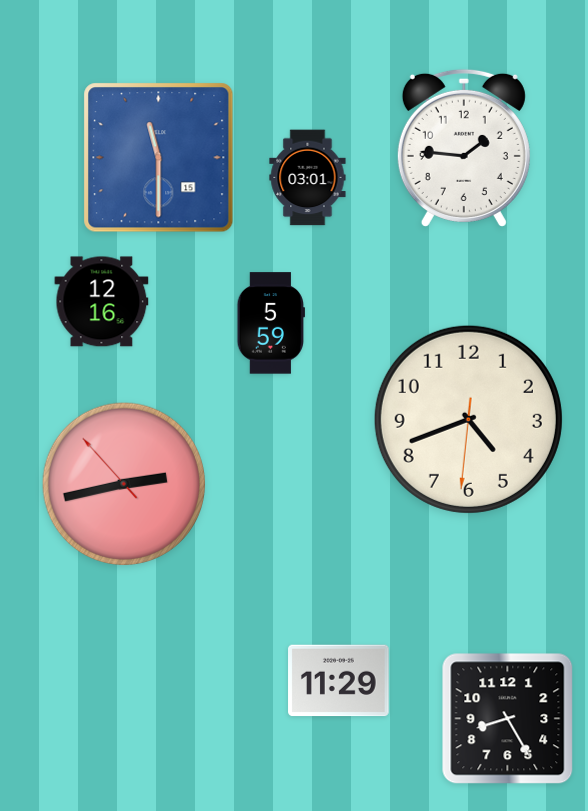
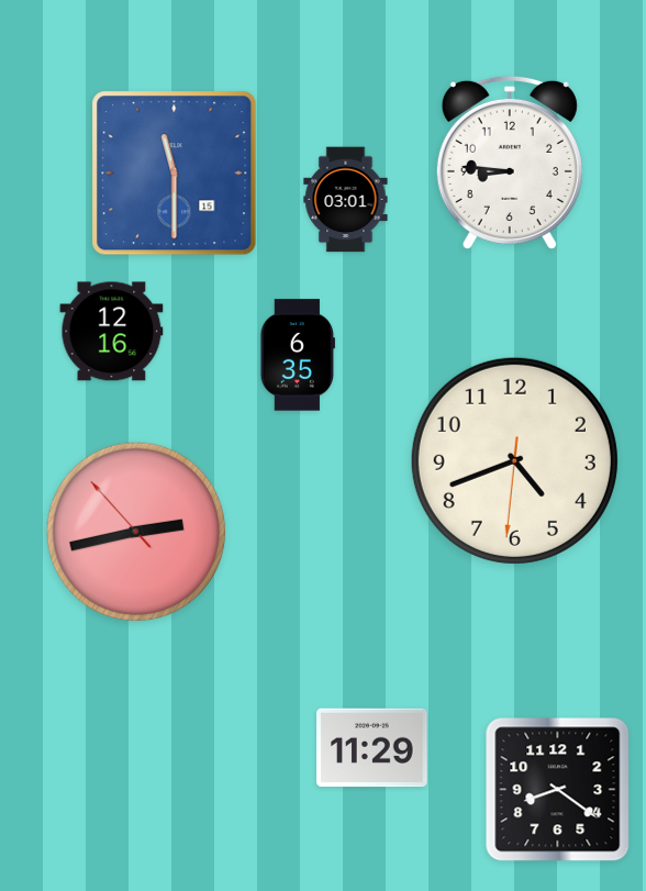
clock at (464, 148): 1:46 -> 8:46
clock at (308, 178) position: (308, 178) -> (346, 200)
clock at (270, 323): 5:59 -> 6:35
clock at (508, 719): 8:25 -> 8:21
